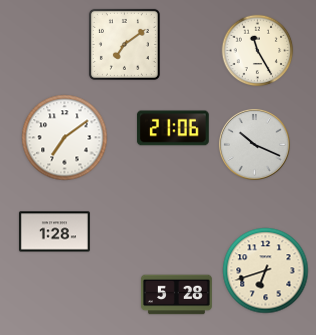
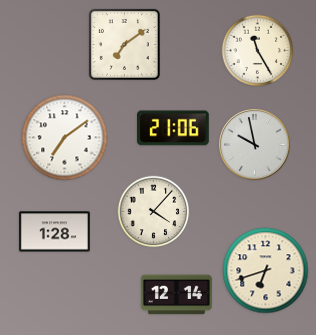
clock at (254, 144): 10:19 -> 9:58
clock at (154, 212): none -> 4:07
clock at (176, 295): 5:28 -> 12:14
